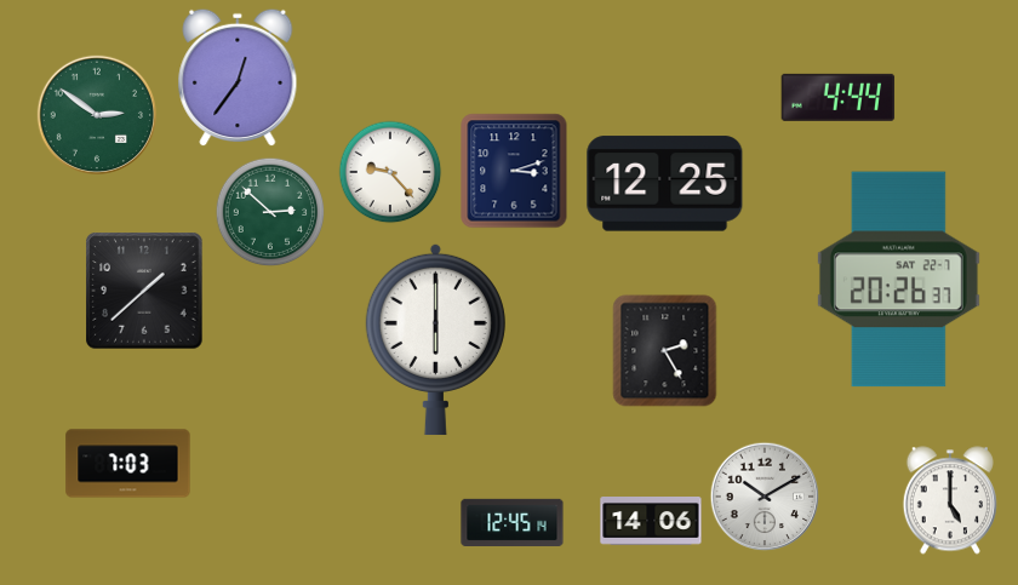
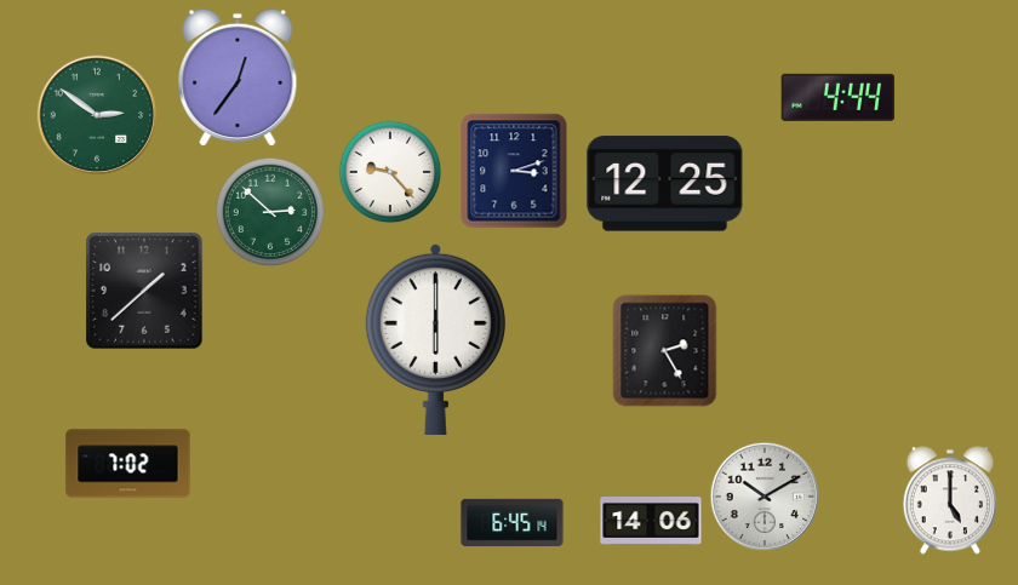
clock at (898, 280): 20:26 -> none
clock at (128, 464): 7:03 -> 7:02
clock at (513, 522): 12:45 -> 6:45
